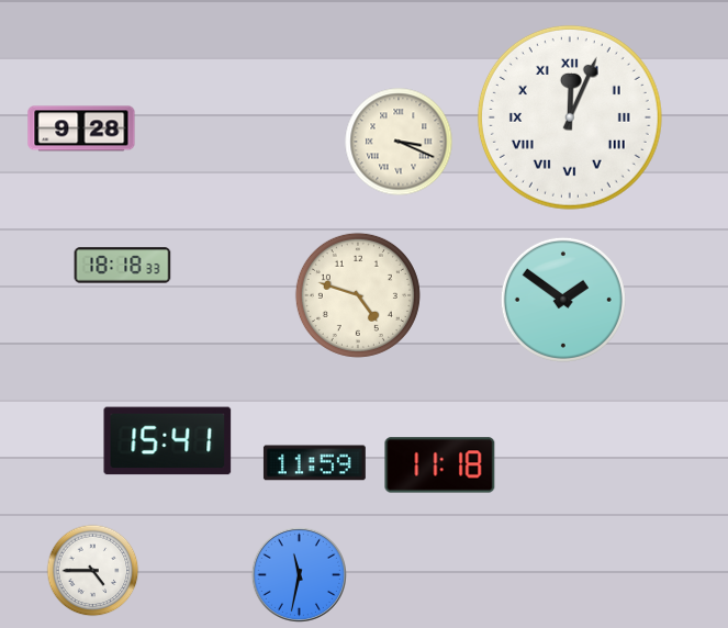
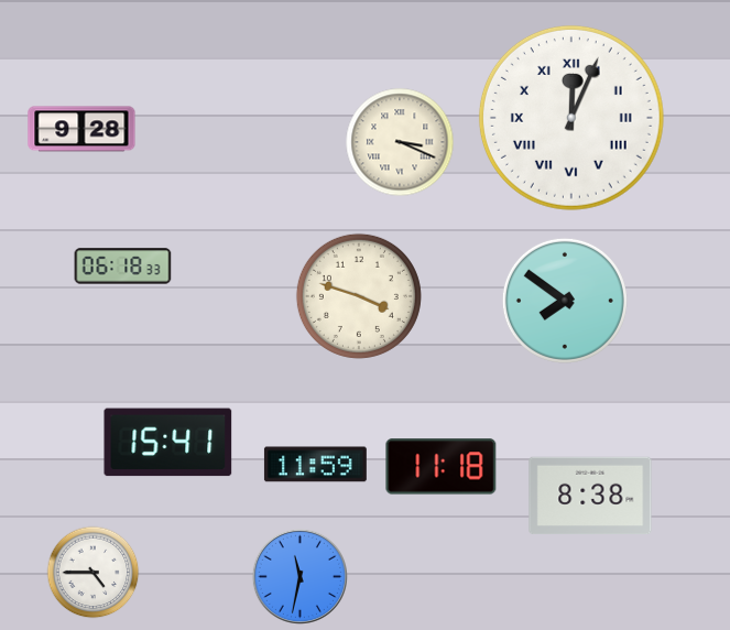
clock at (123, 266): 18:18 -> 06:18
clock at (358, 295): 4:48 -> 3:48
clock at (563, 300): 1:51 -> 7:51
clock at (590, 496): none -> 8:38
